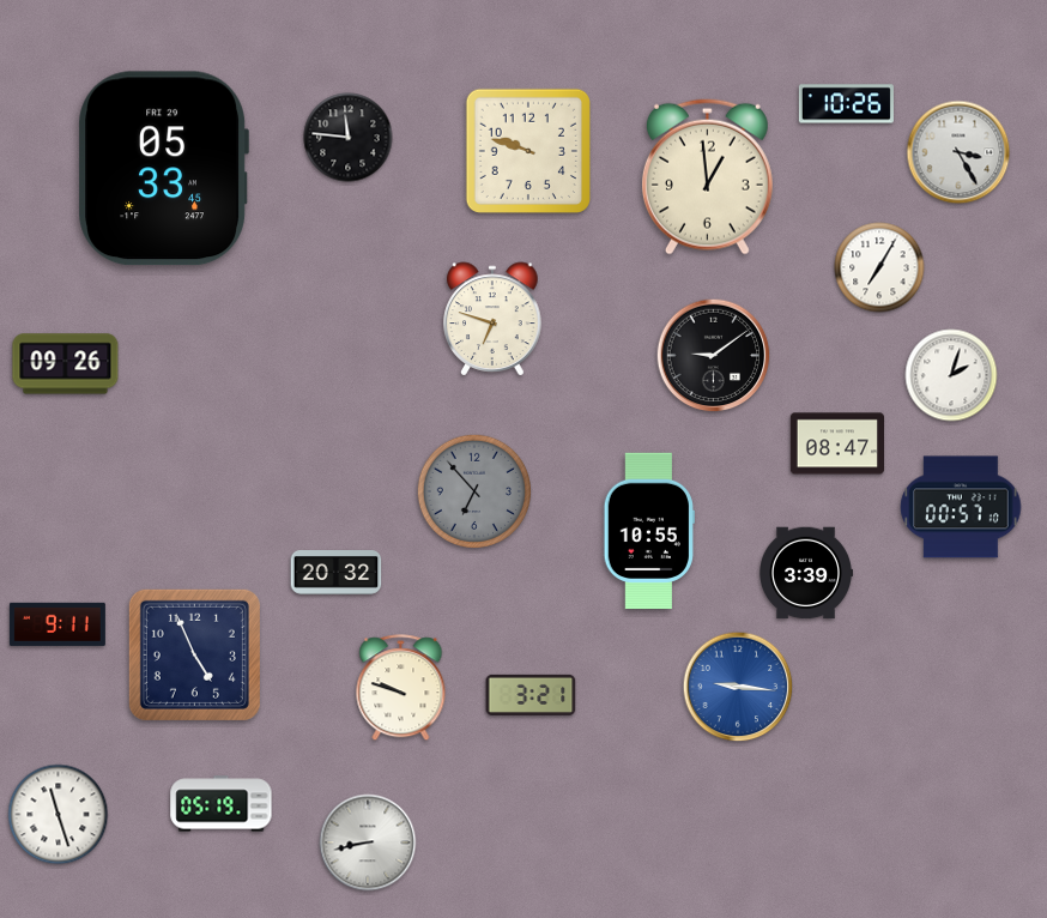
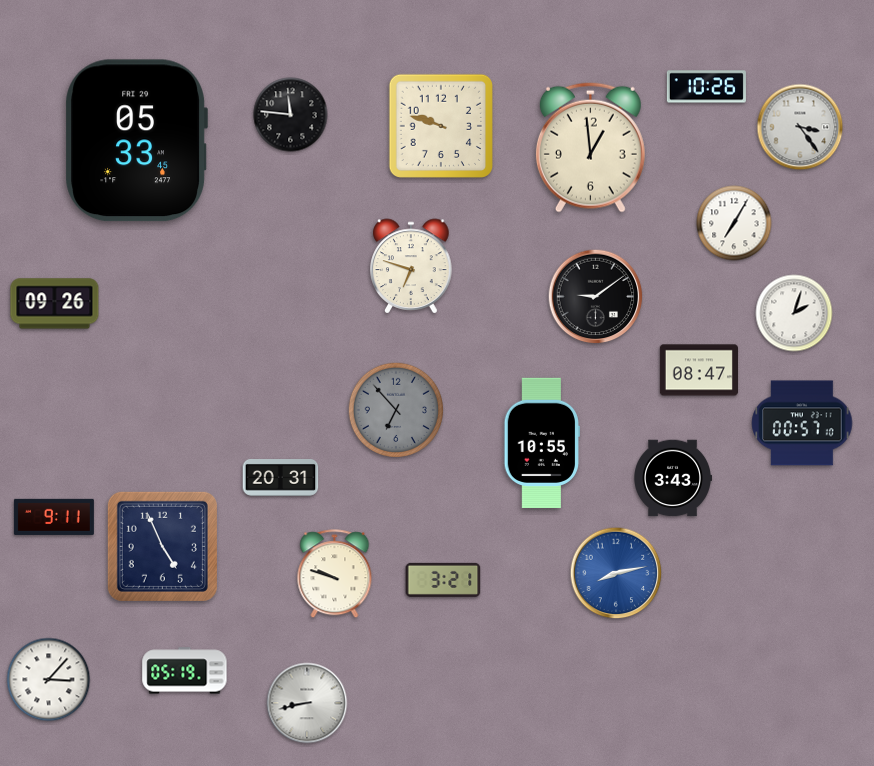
clock at (958, 152): 3:25 -> 3:24
clock at (337, 573): 20:32 -> 20:31
clock at (806, 573): 3:39 -> 3:43
clock at (58, 624) position: (58, 624) -> (54, 517)
clock at (738, 687): 9:16 -> 8:13
clock at (59, 815): 11:27 -> 3:07
